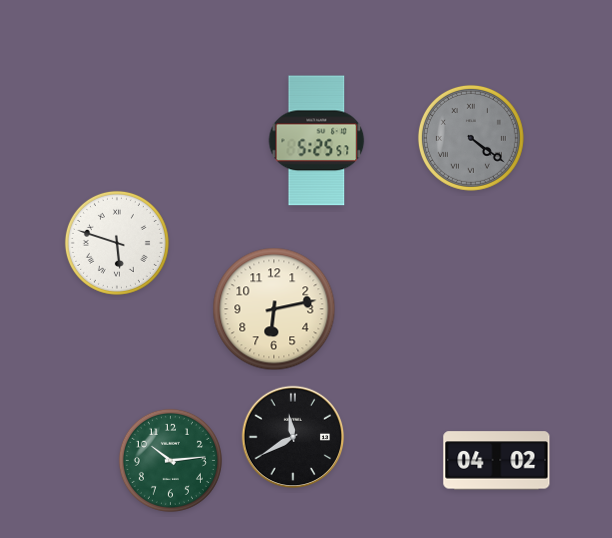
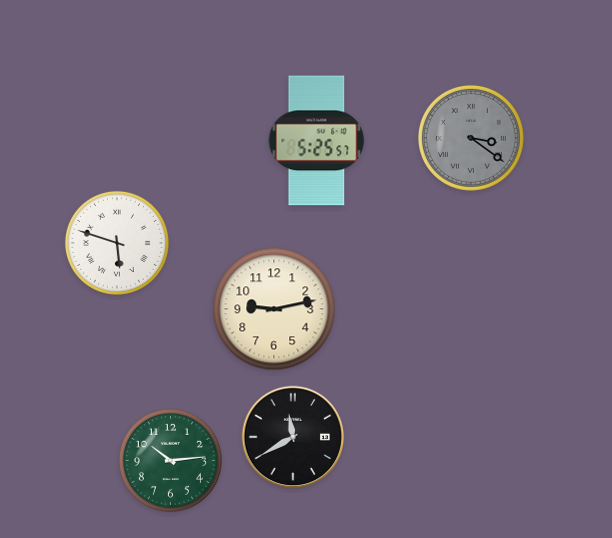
clock at (471, 138): 4:21 -> 3:21
clock at (274, 309): 6:13 -> 9:13
clock at (497, 461): 04:02 -> none
